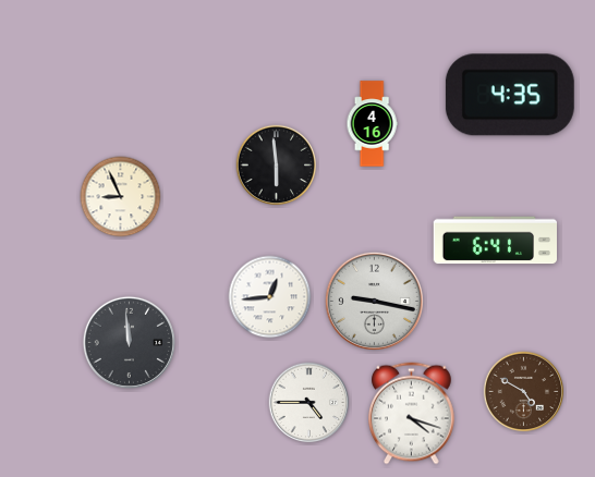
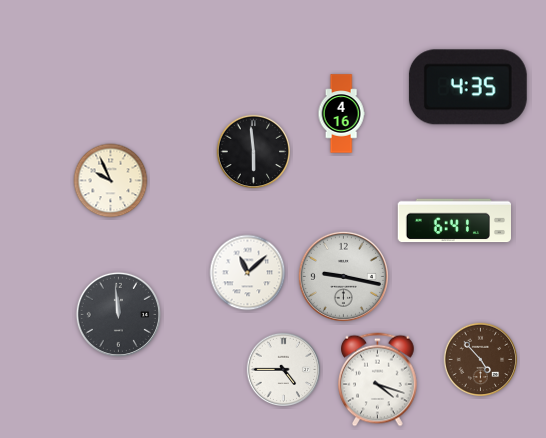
clock at (121, 197): 8:56 -> 9:56
clock at (270, 297): 12:44 -> 11:08
clock at (524, 392): 4:50 -> 4:53
